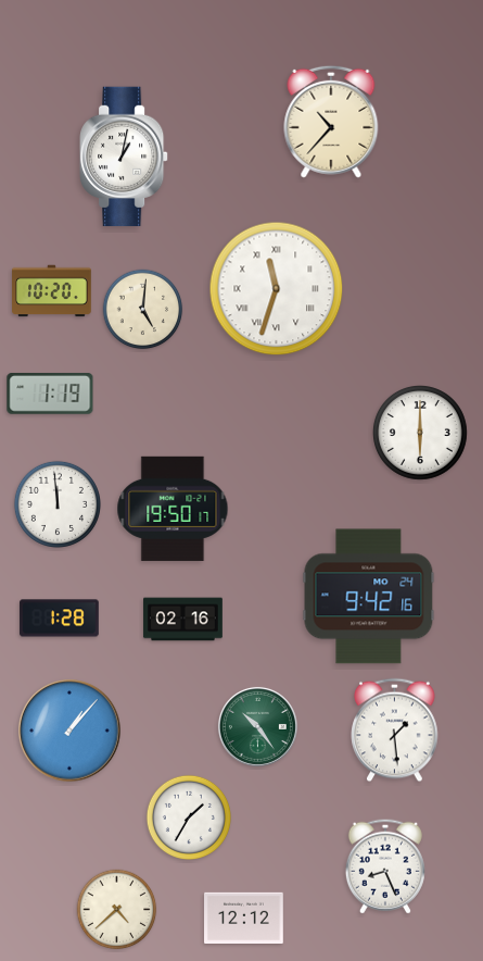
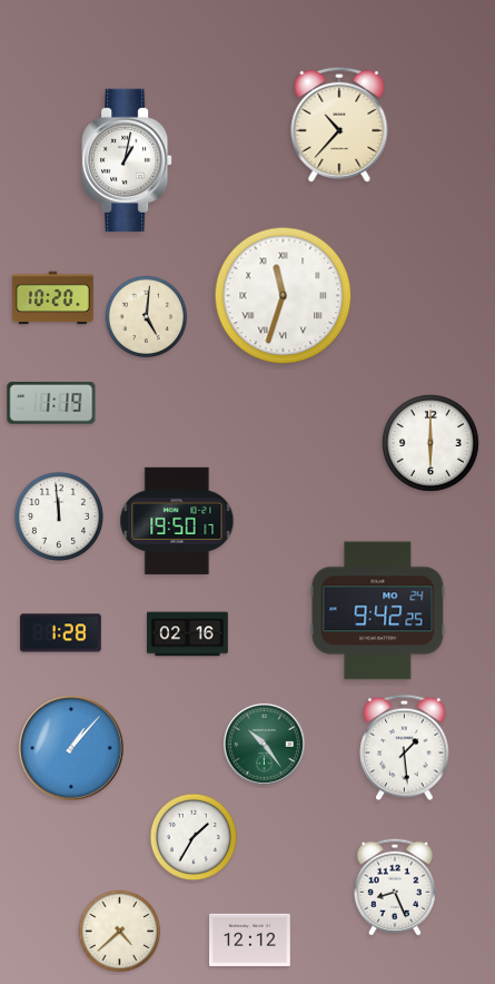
clock at (369, 597): 9:42:16 -> 9:42:25
